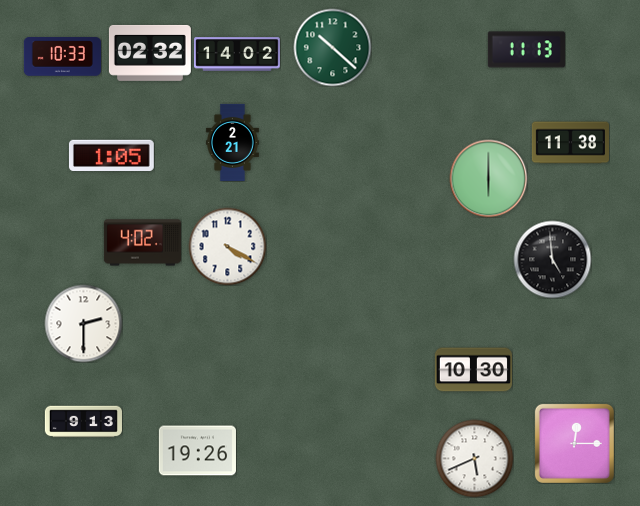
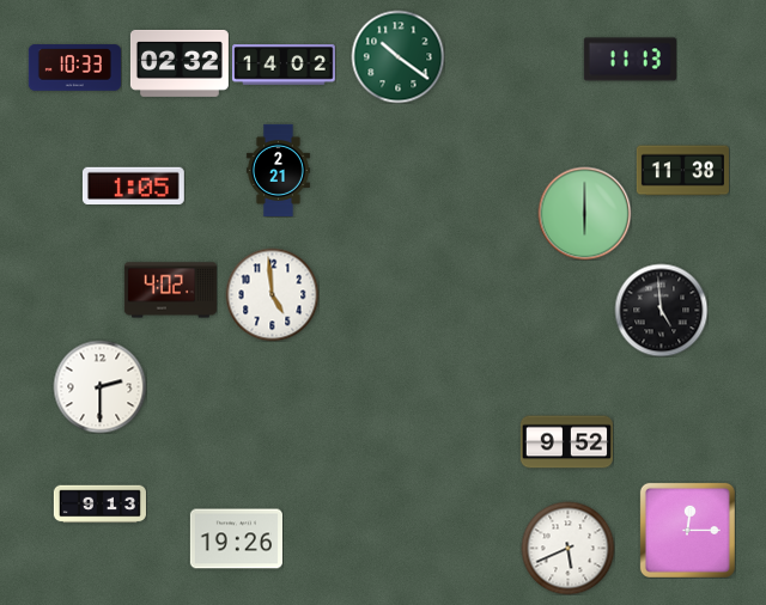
clock at (332, 47): 10:22 -> 10:21
clock at (227, 246): 4:20 -> 4:59
clock at (473, 370): 10:30 -> 9:52
